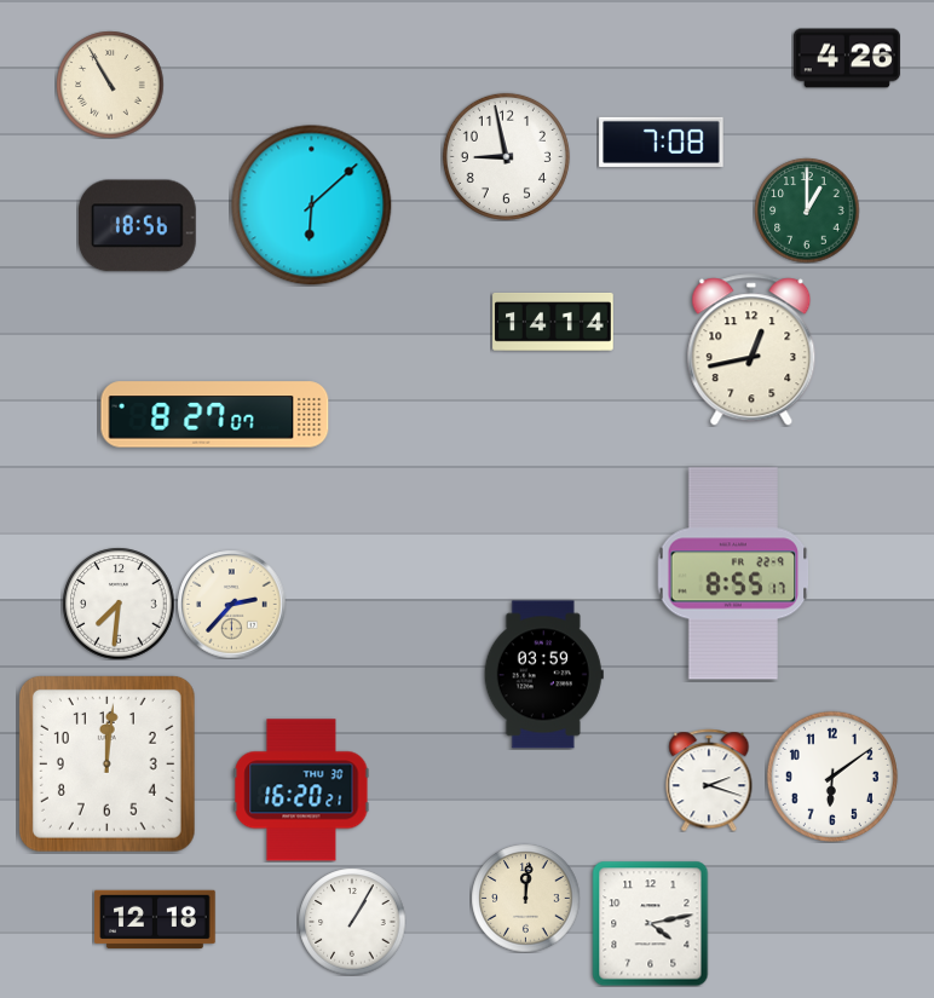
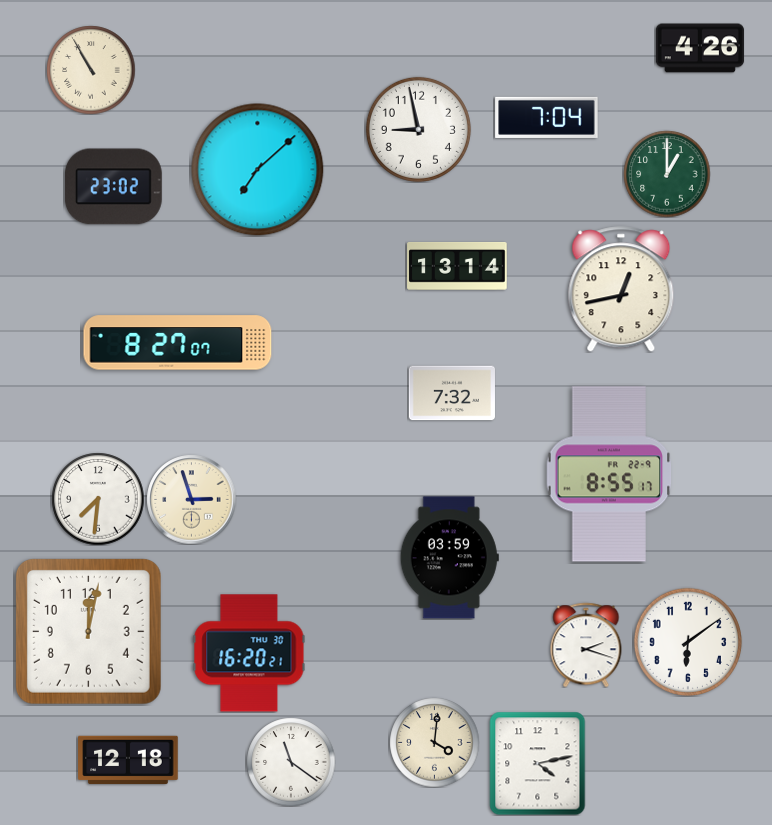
clock at (662, 142): 7:08 -> 7:04
clock at (312, 206): 6:08 -> 7:08
clock at (137, 226): 18:56 -> 23:02
clock at (553, 323): 14:14 -> 13:14
clock at (452, 393): none -> 7:32
clock at (733, 573) position: (733, 573) -> (609, 474)
clock at (231, 604): 2:37 -> 2:57
clock at (106, 763): 12:01 -> 12:02
clock at (525, 898): 12:01 -> 4:01
clock at (352, 922): 1:05 -> 11:21
